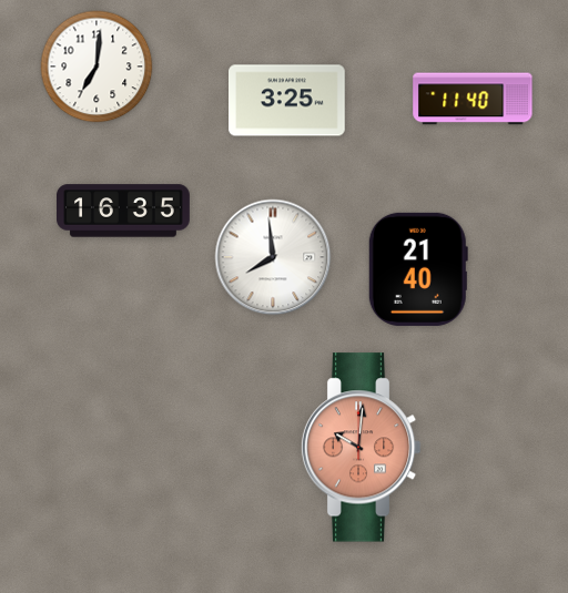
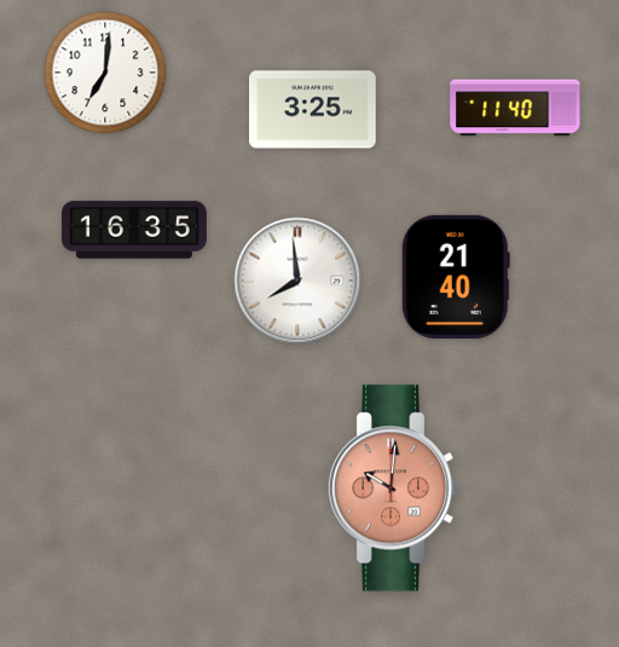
clock at (418, 269) position: (418, 269) -> (456, 277)
